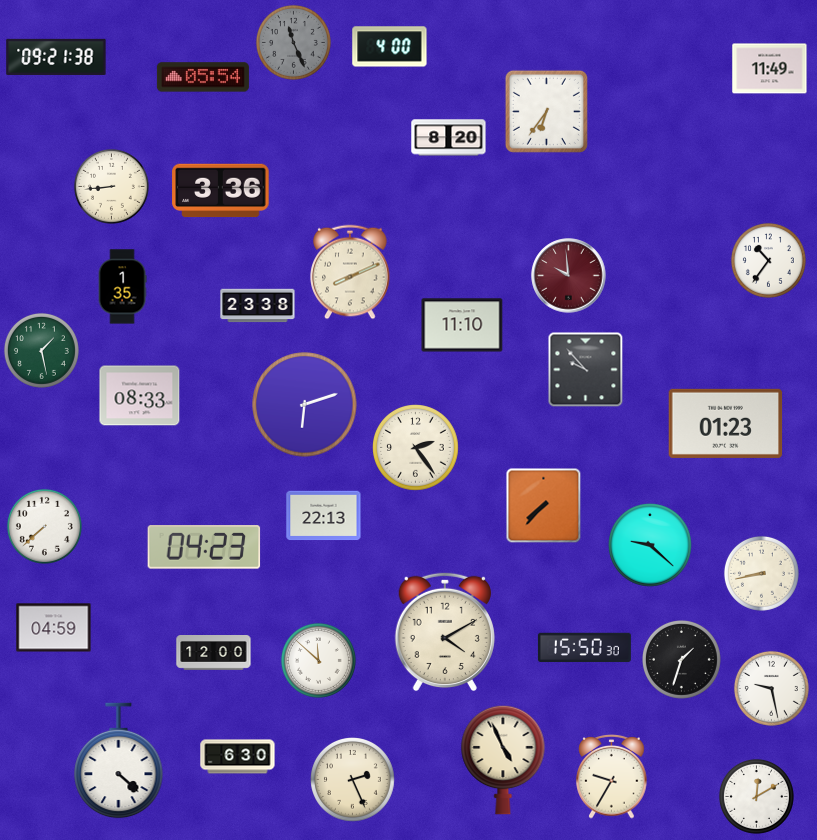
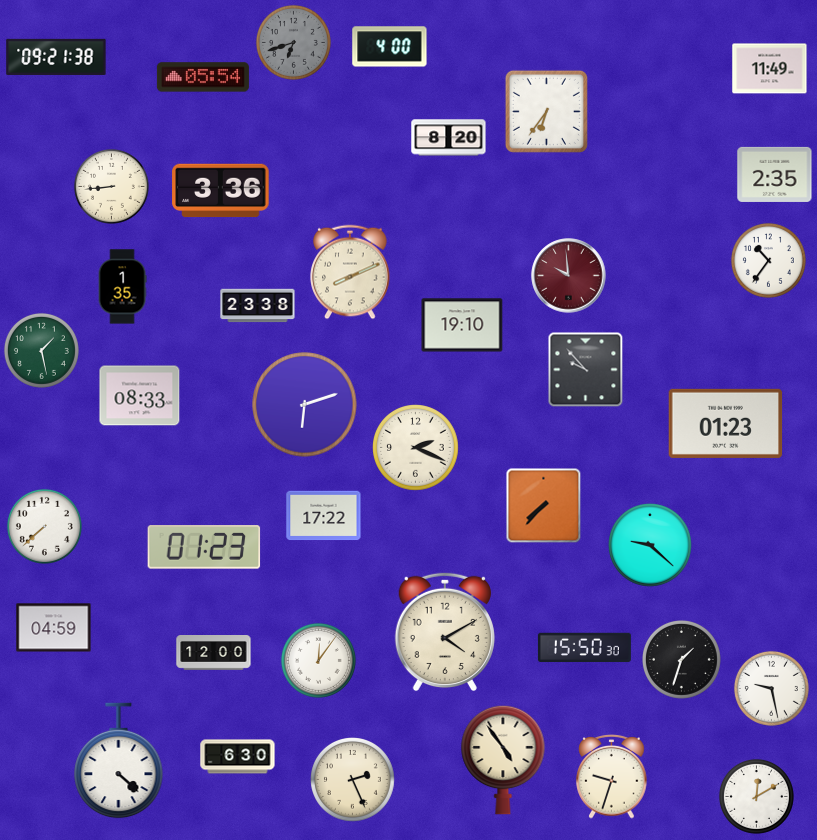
clock at (293, 42): 11:26 -> 6:42
clock at (775, 174): none -> 2:35
clock at (462, 325): 11:10 -> 19:10
clock at (416, 448): 2:24 -> 2:19
clock at (324, 516): 22:13 -> 17:22
clock at (204, 547): 04:23 -> 01:23
clock at (761, 573): 8:43 -> none
clock at (318, 660): 11:52 -> 12:06
clock at (503, 760): 4:56 -> 4:54
clock at (612, 777): 9:35 -> 9:33
